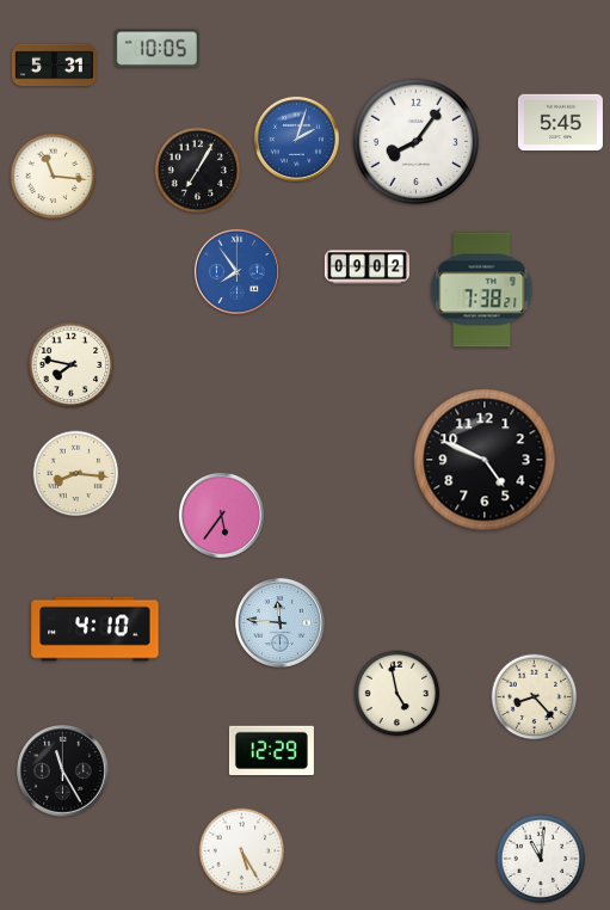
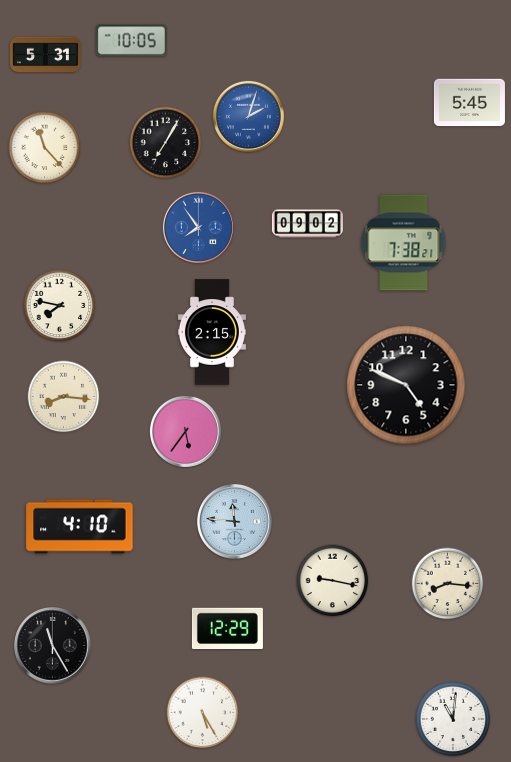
clock at (417, 142): 8:06 -> none
clock at (54, 177): 11:16 -> 11:23
clock at (212, 332): none -> 2:15
clock at (398, 694): 4:58 -> 9:17
clock at (535, 697): 8:23 -> 8:16
